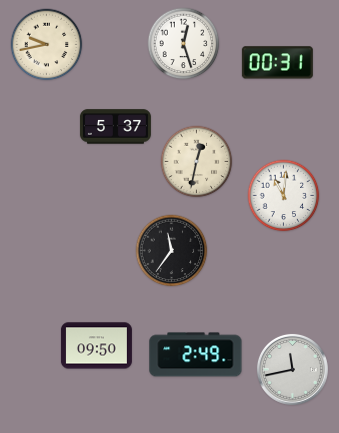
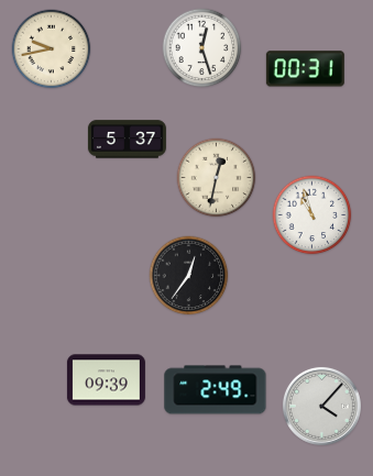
clock at (284, 196): 11:01 -> 10:57
clock at (172, 251): 11:36 -> 12:36
clock at (96, 346): 09:50 -> 09:39
clock at (292, 369): 11:43 -> 4:07
